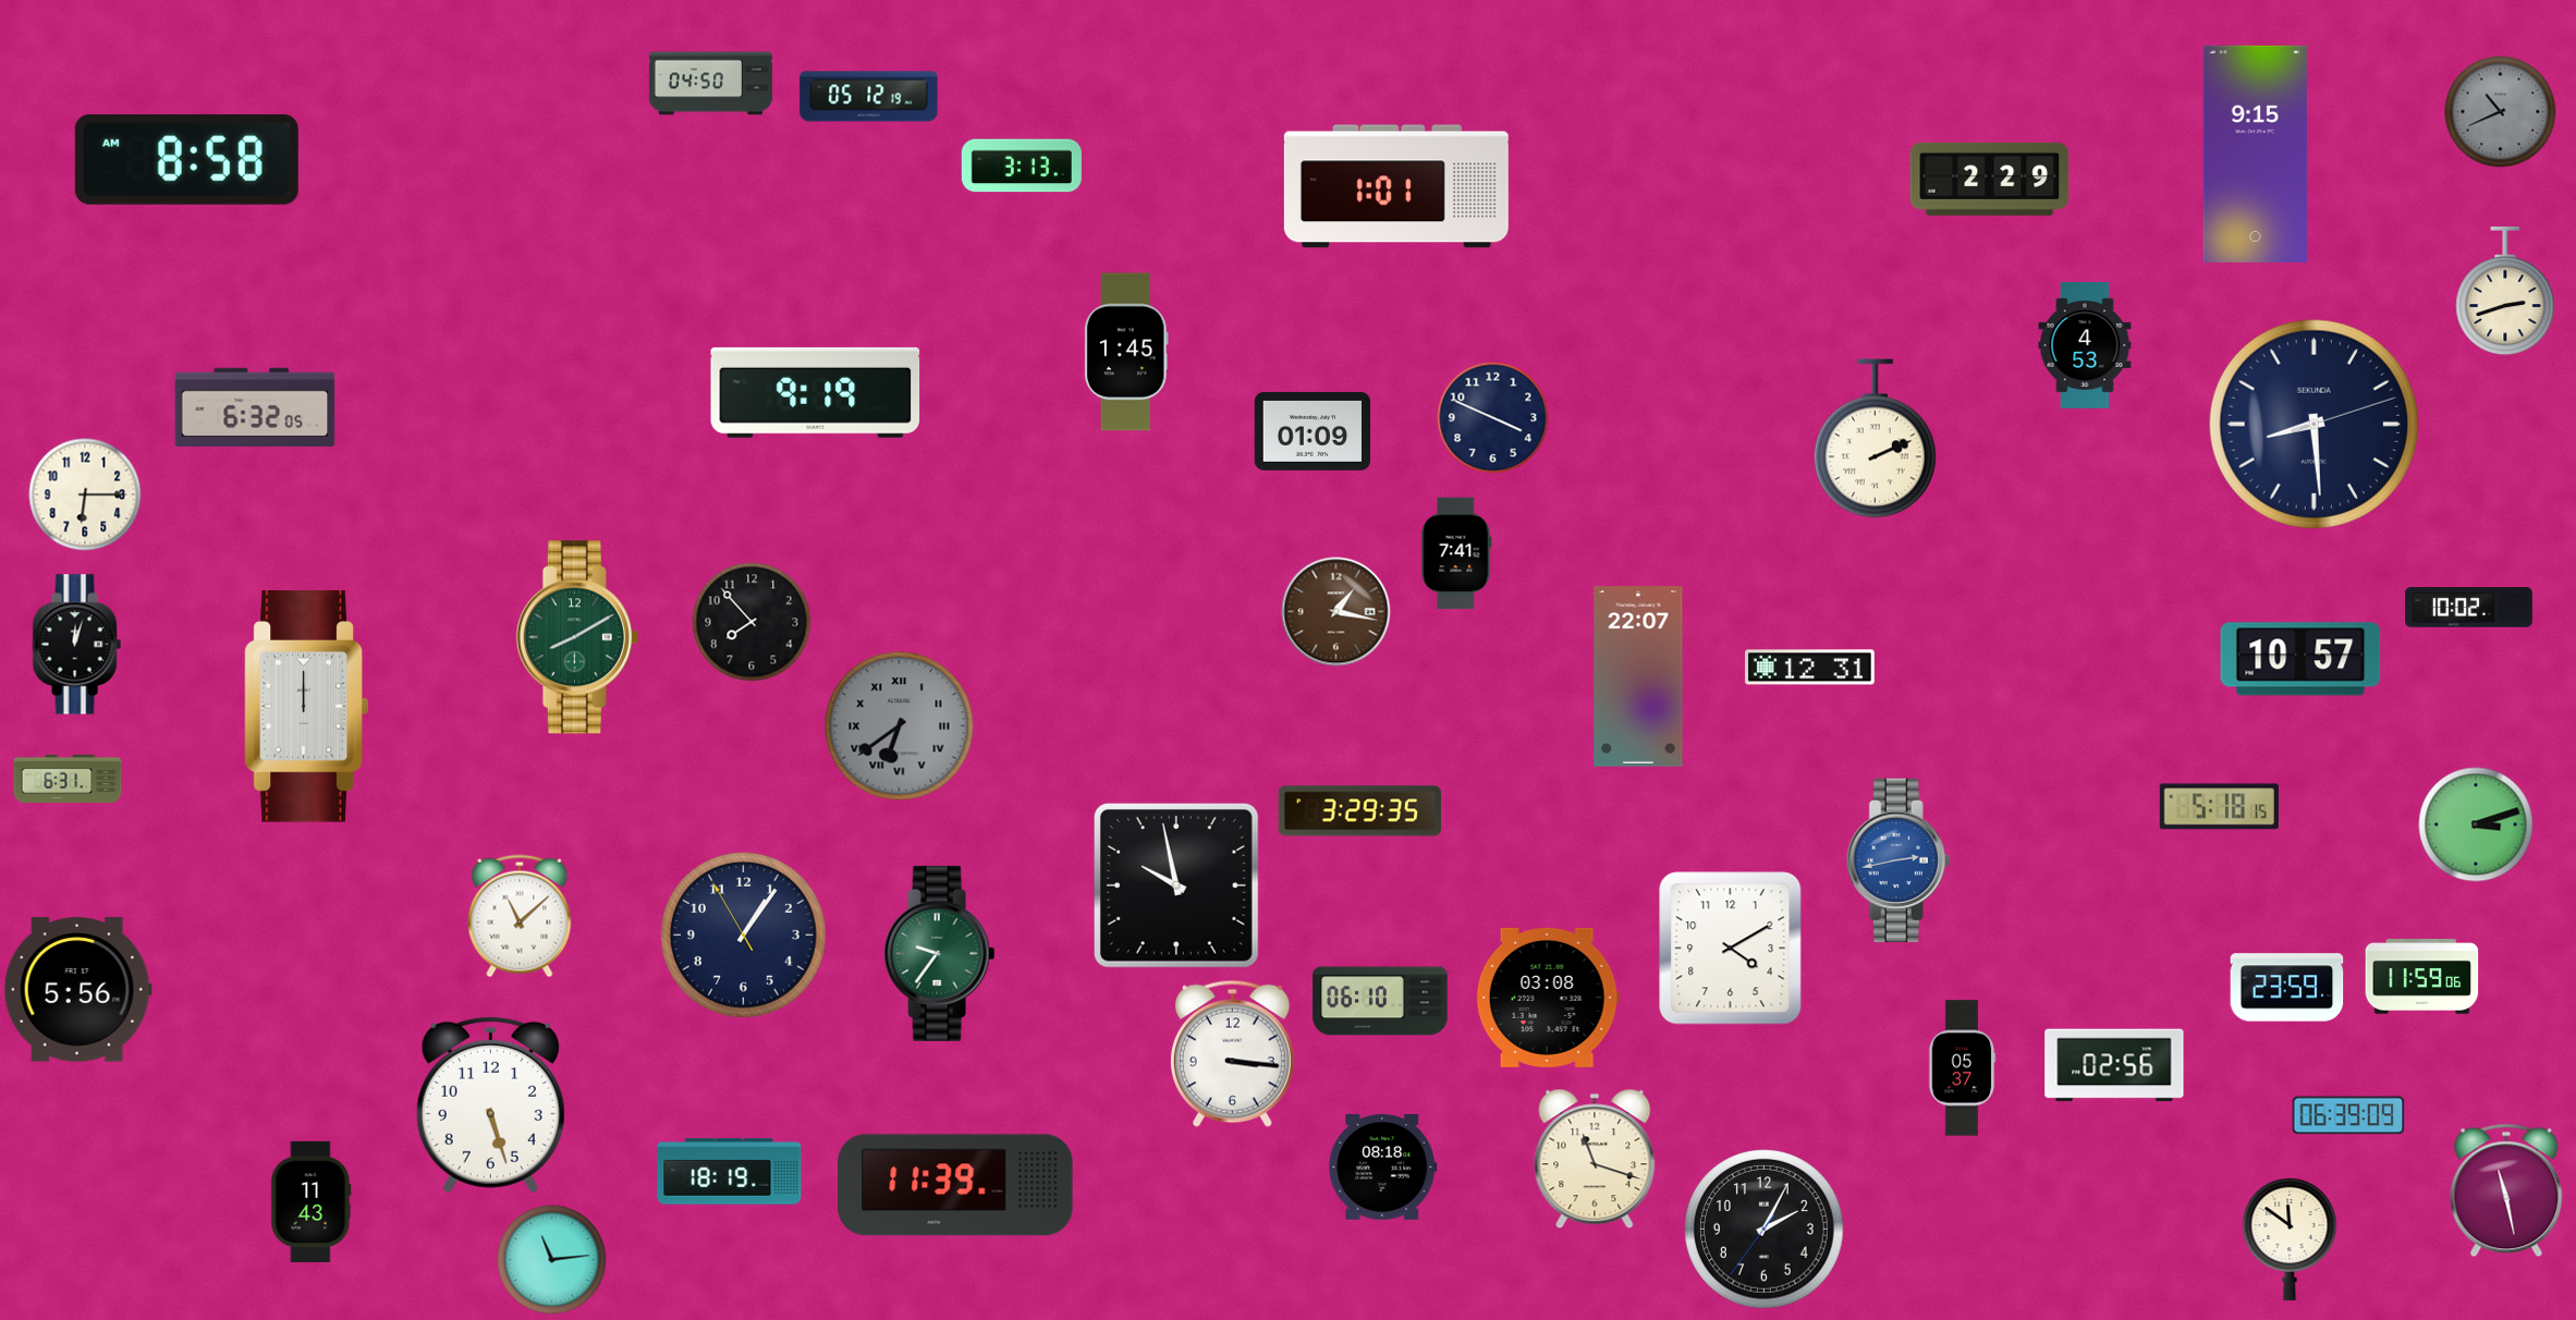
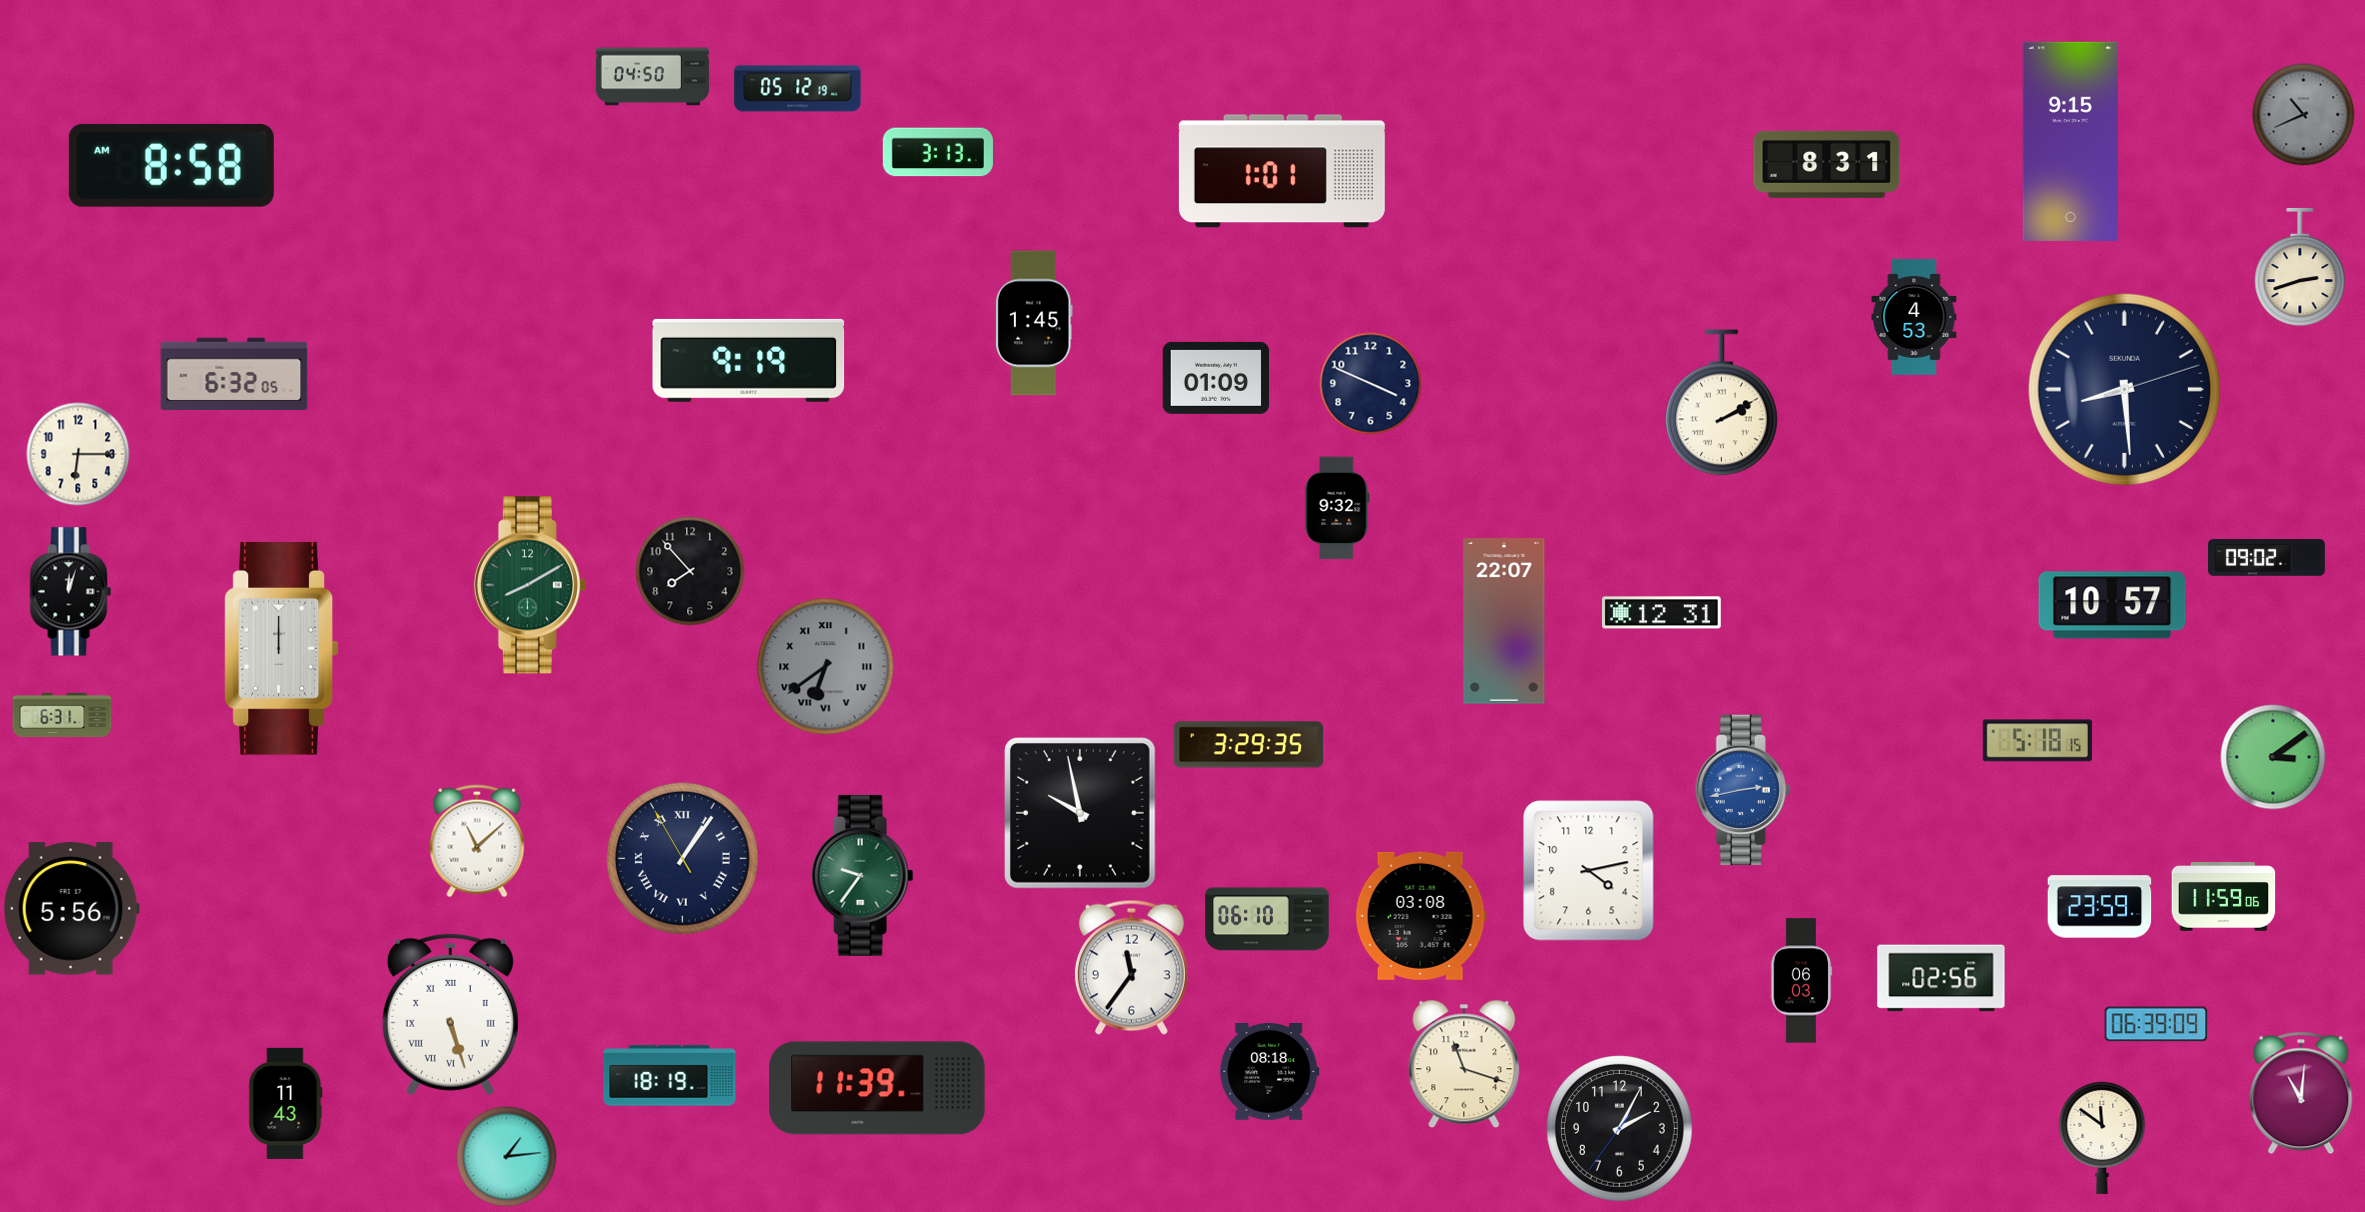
clock at (2501, 112) position: (2501, 112) -> (2304, 115)
clock at (186, 159) position: (186, 159) -> (171, 165)
clock at (1990, 179): 2:29 -> 8:31
clock at (1313, 431) position: (1313, 431) -> (1216, 378)
clock at (1876, 439): 2:11 -> 2:10
clock at (1456, 553): 7:41 -> 9:32
clock at (2469, 608): 10:02 -> 09:02
clock at (1336, 612): 1:17 -> none
clock at (2476, 824): 3:12 -> 3:09
clock at (743, 934) numerals: Arabic -> Roman
clock at (1731, 949): 4:10 -> 4:13
clock at (1232, 1053): 3:16 -> 11:36
clock at (1962, 1068): 05:37 -> 06:03
clock at (490, 1104) numerals: Arabic -> Roman
clock at (2506, 1190): 11:28 -> 11:01
clock at (552, 1260): 11:14 -> 1:14
